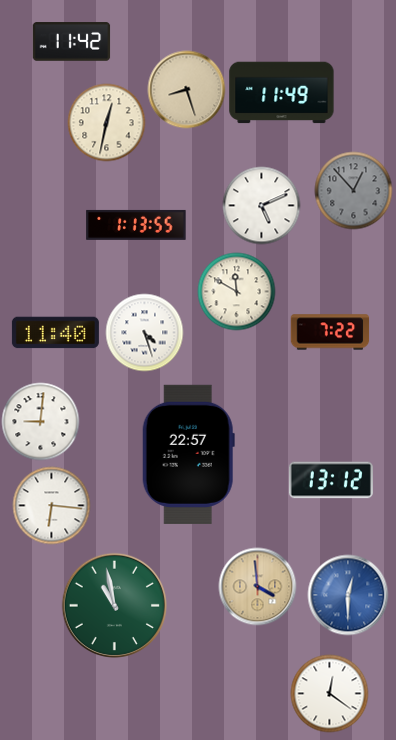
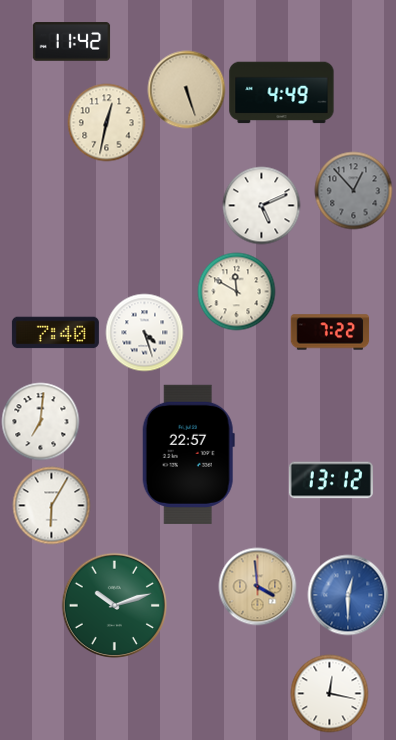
clock at (186, 89): 8:27 -> 5:27
clock at (282, 93): 11:49 -> 4:49
clock at (136, 225): 1:13 -> none
clock at (55, 333): 11:40 -> 7:40
clock at (40, 421): 9:01 -> 7:01
clock at (51, 505): 6:16 -> 6:05
clock at (114, 605): 10:58 -> 10:12
clock at (329, 693): 12:21 -> 12:17
